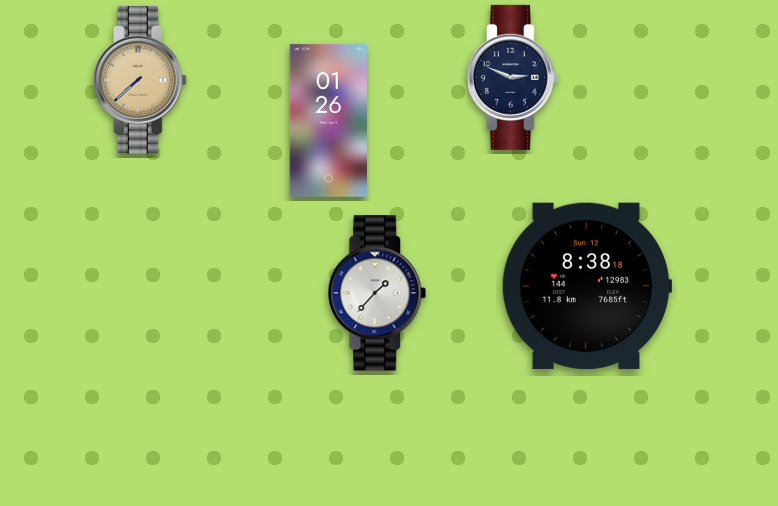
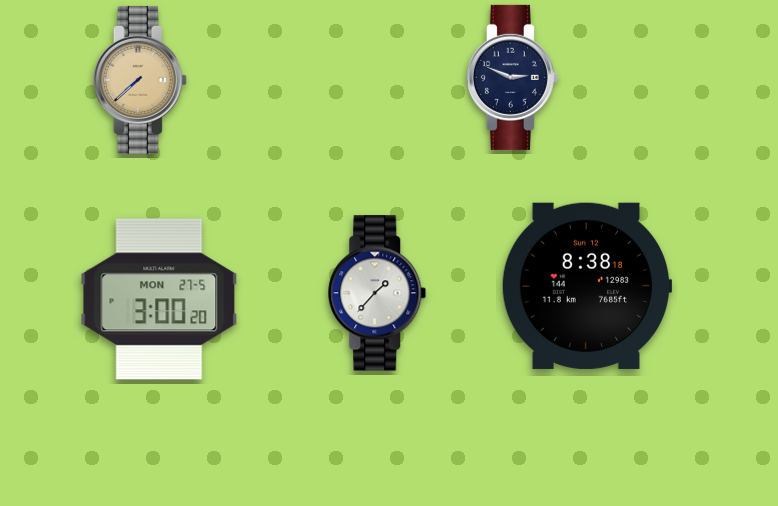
clock at (328, 121): 01:26 -> none
clock at (159, 299): none -> 3:00
